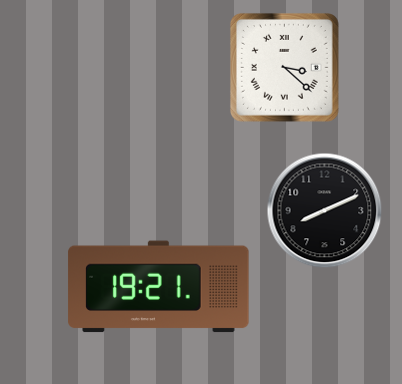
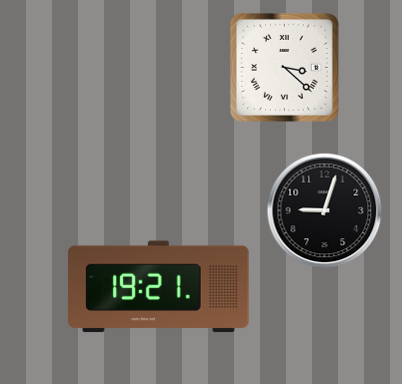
clock at (325, 211): 8:11 -> 9:03
